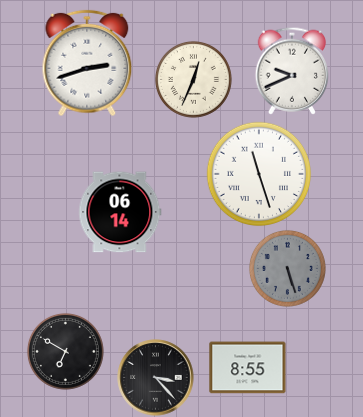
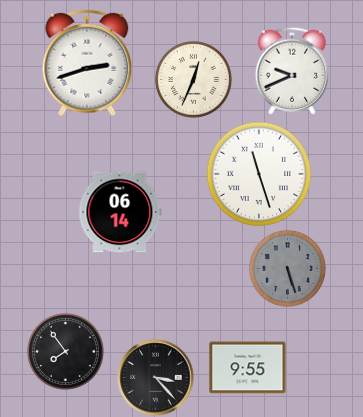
clock at (65, 351): 6:50 -> 7:54
clock at (248, 368): 8:55 -> 9:55
